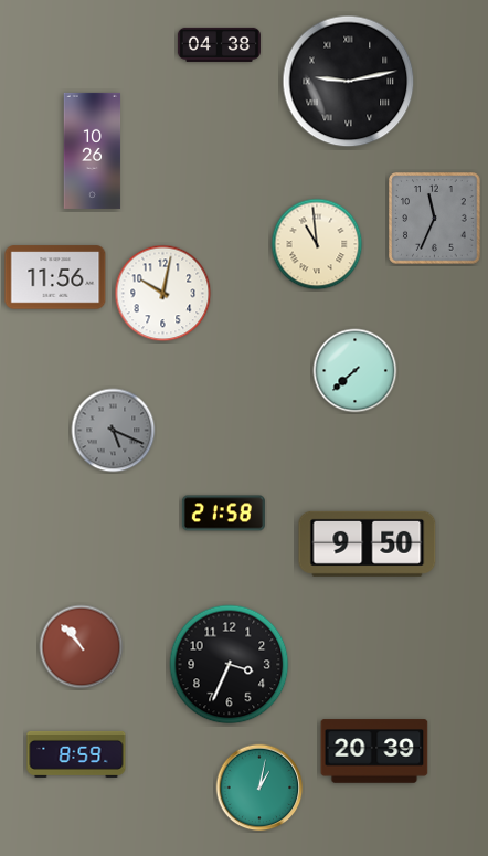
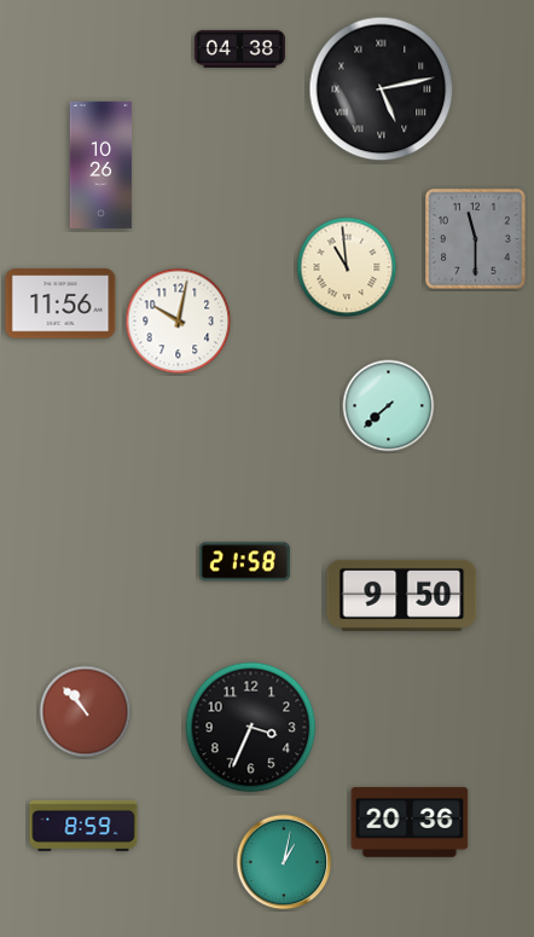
clock at (349, 82): 9:13 -> 5:13
clock at (435, 219): 11:34 -> 11:30
clock at (114, 431): 5:19 -> none
clock at (82, 647) position: (82, 647) -> (86, 712)
clock at (374, 751): 20:39 -> 20:36
